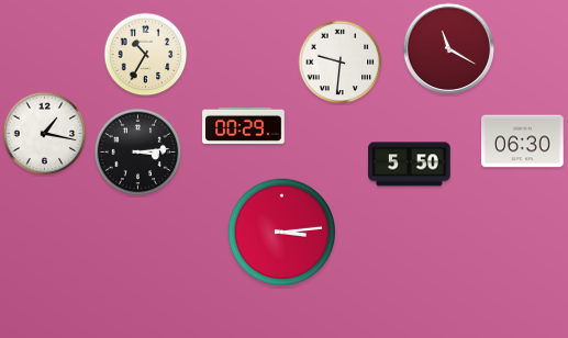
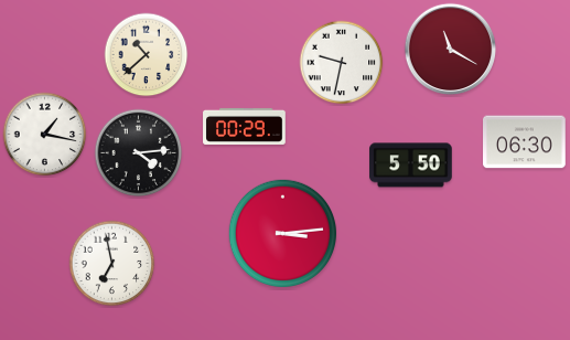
clock at (146, 55): 10:35 -> 10:38
clock at (341, 63): 9:31 -> 9:32
clock at (138, 153): 3:14 -> 4:14
clock at (112, 264): none -> 6:58
